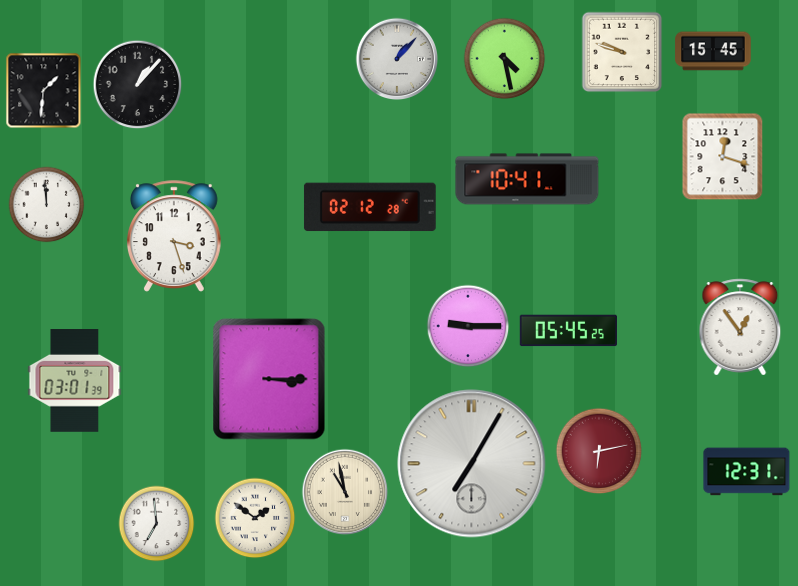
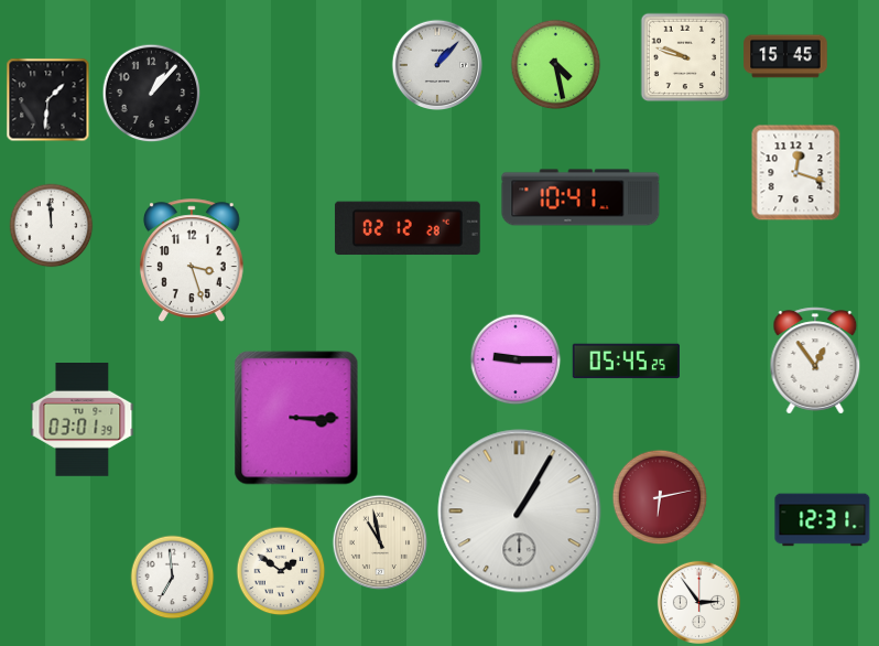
clock at (568, 331) position: (568, 331) -> (626, 362)
clock at (472, 464): 7:05 -> 1:05
clock at (698, 602): none -> 2:54
